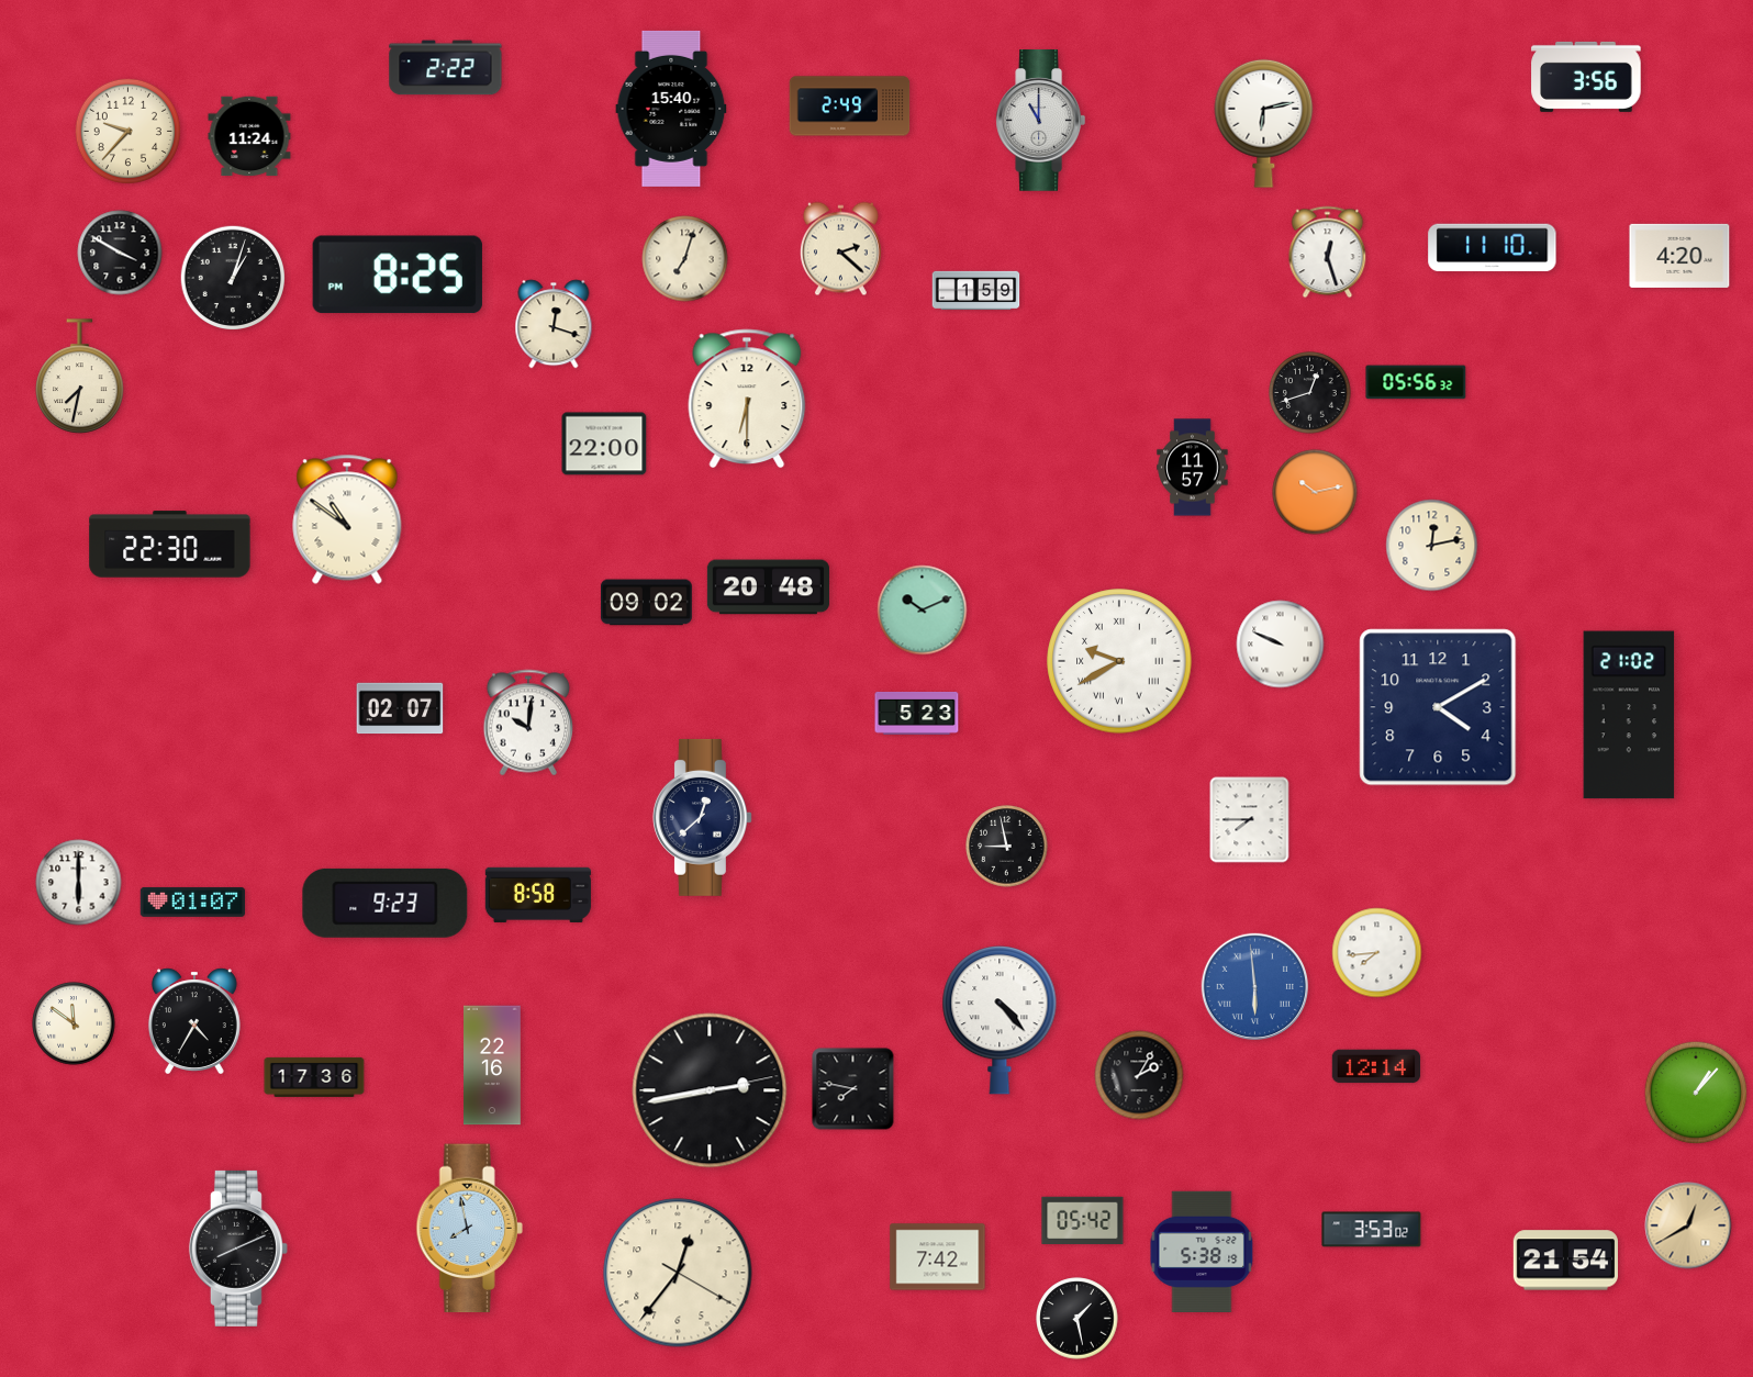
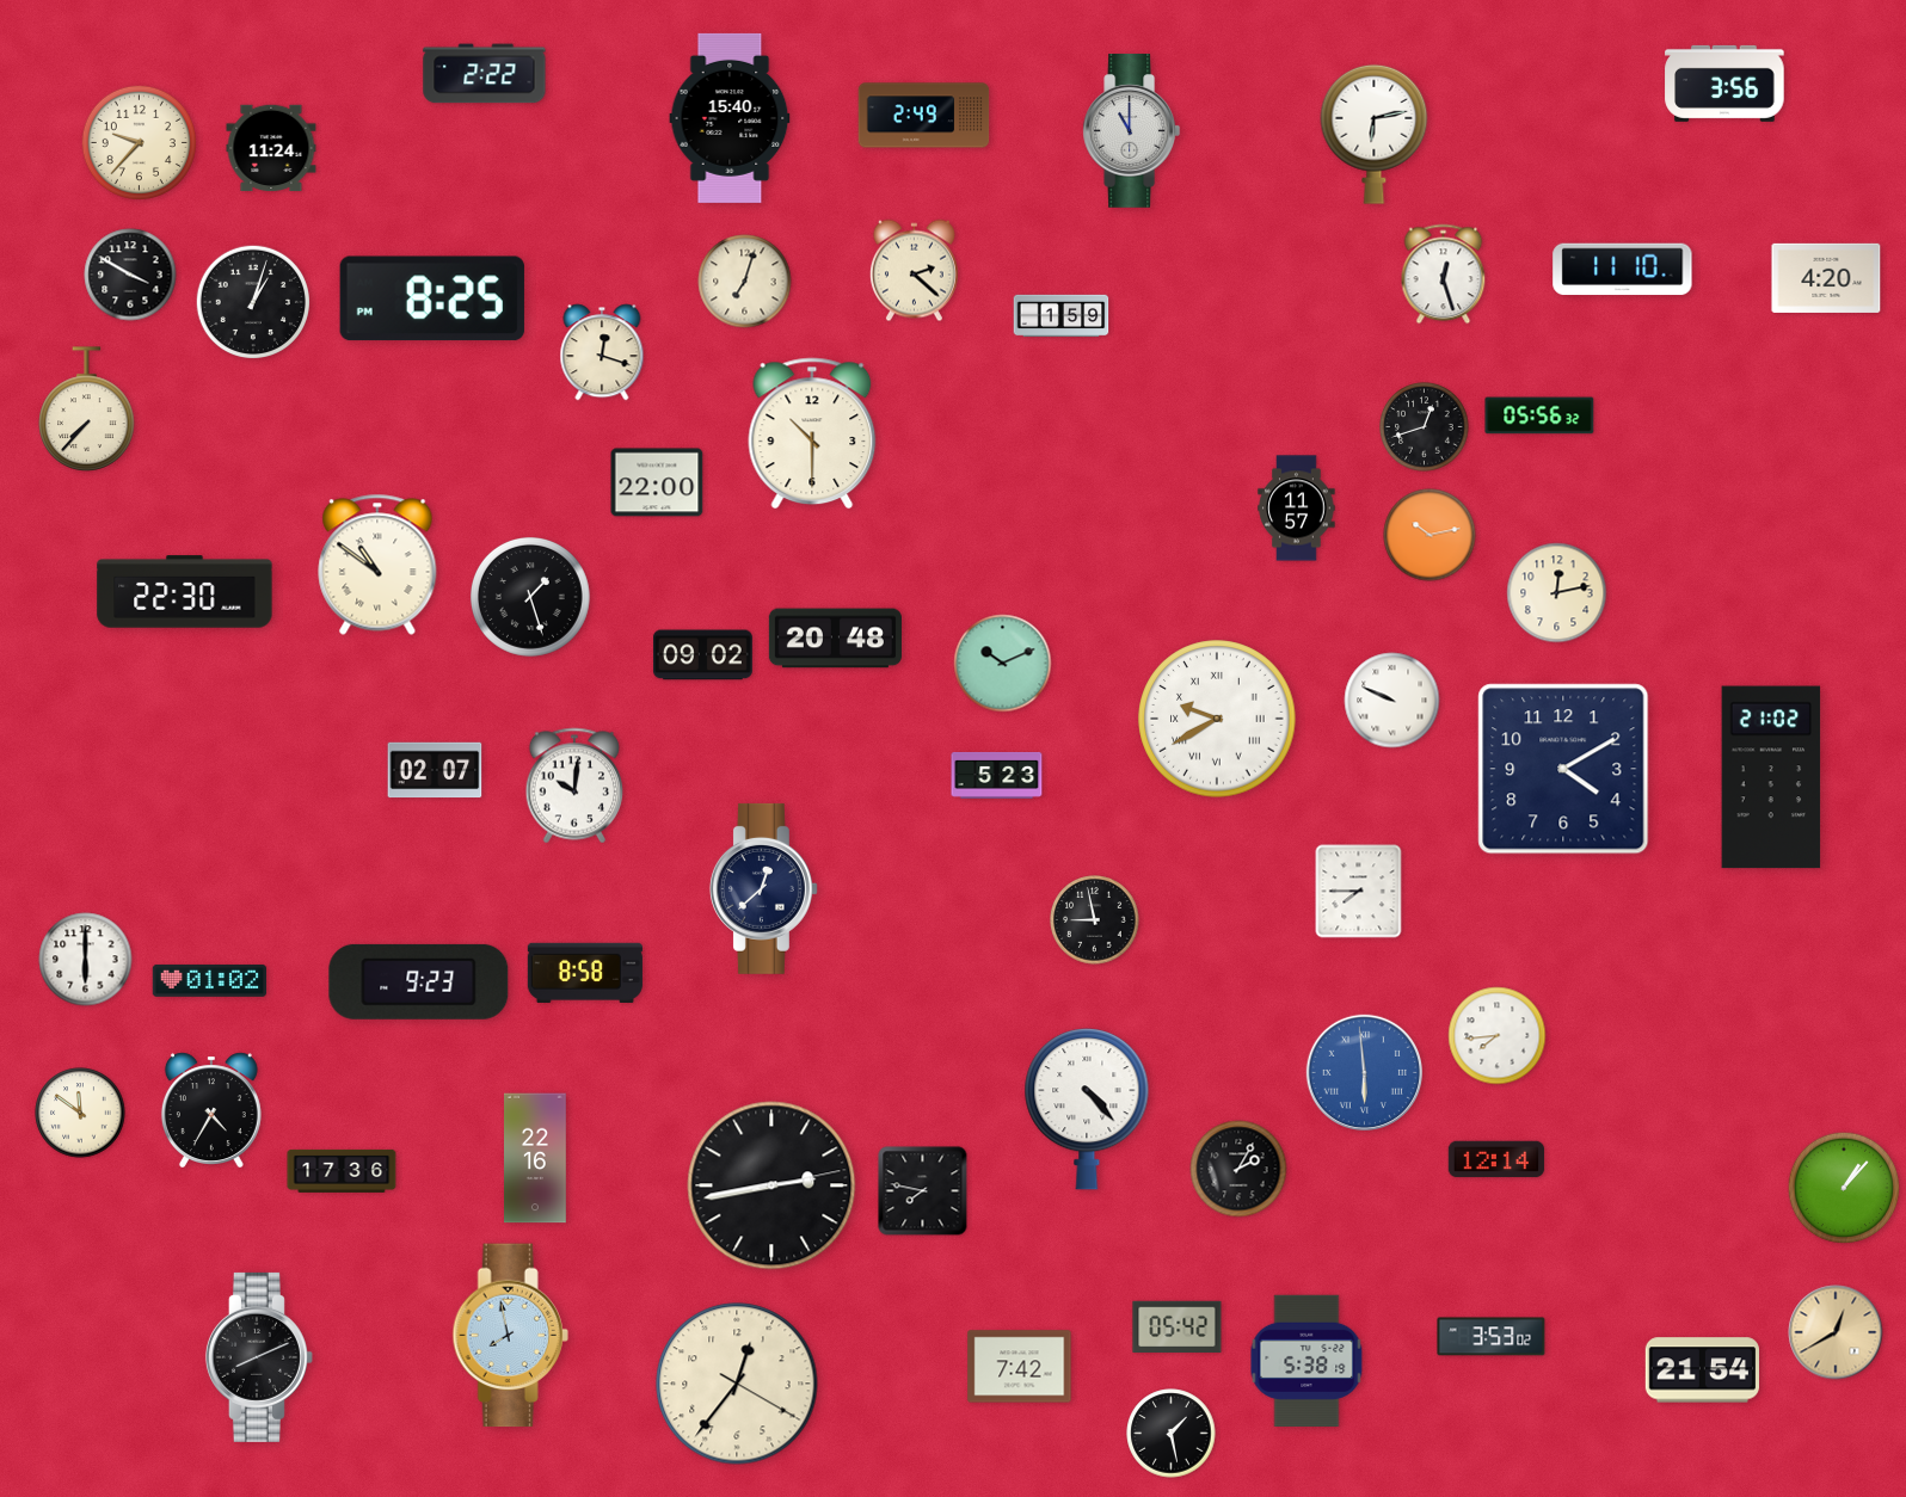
clock at (80, 377): 7:32 -> 7:37
clock at (747, 399): 6:30 -> 10:30
clock at (530, 597): none -> 1:27
clock at (193, 902): 01:07 -> 01:02
clock at (853, 1089) position: (853, 1089) -> (923, 1191)
